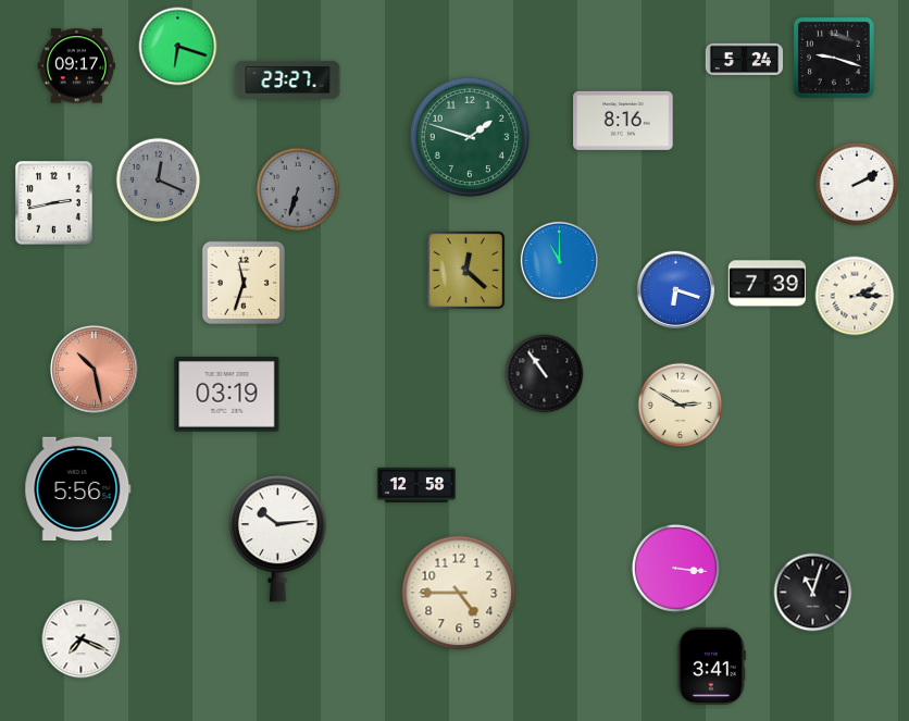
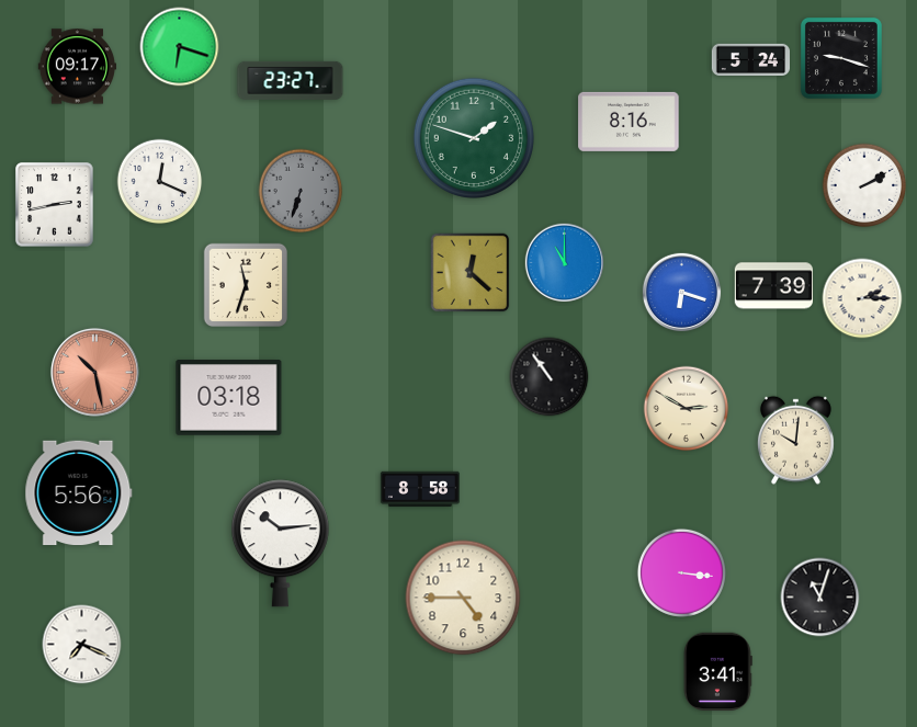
clock at (159, 181) dial: grey -> white
clock at (227, 395): 03:19 -> 03:18
clock at (795, 440): none -> 10:01
clock at (416, 485): 12:58 -> 8:58
